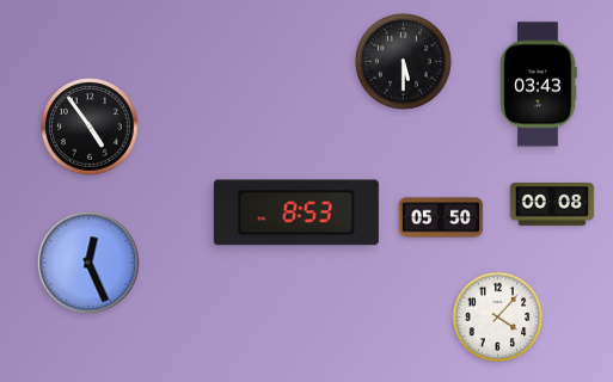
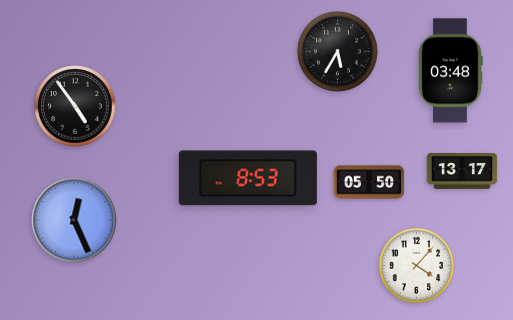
clock at (404, 62): 5:30 -> 5:35
clock at (538, 85): 03:43 -> 03:48
clock at (552, 204): 00:08 -> 13:17
